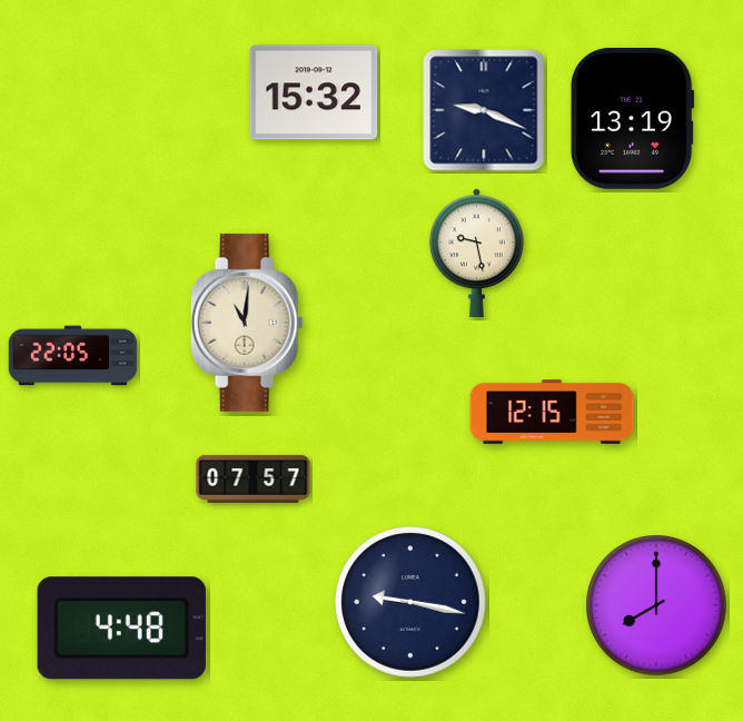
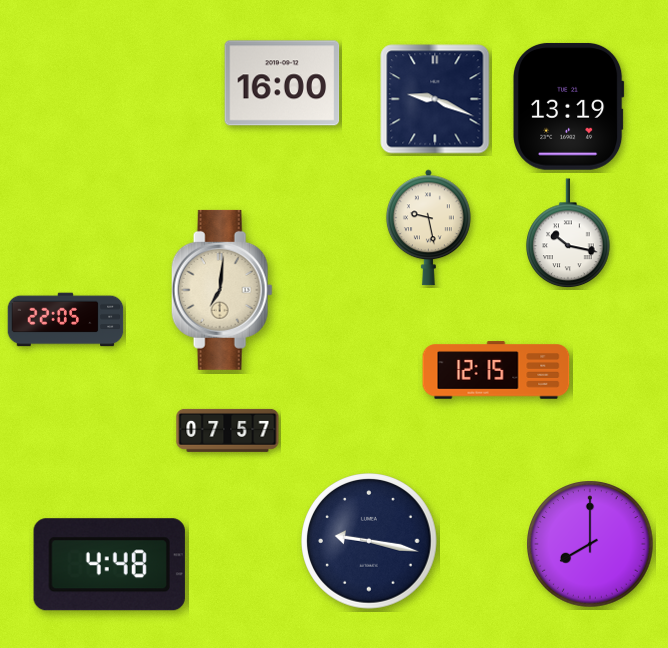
clock at (314, 92): 15:32 -> 16:00
clock at (568, 234): none -> 10:17
clock at (247, 323): 11:01 -> 7:01
